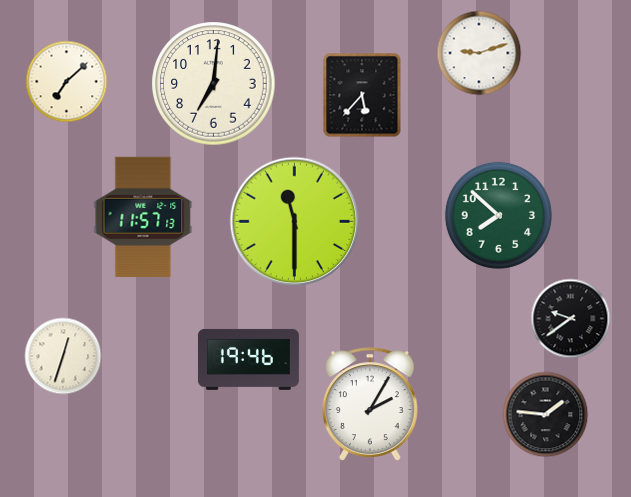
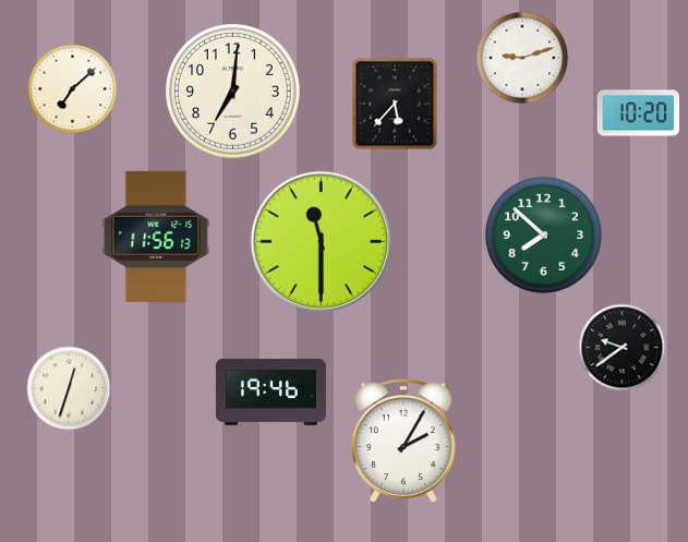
clock at (639, 113): none -> 10:20
clock at (143, 217): 11:57 -> 11:56
clock at (546, 415): 1:46 -> none
